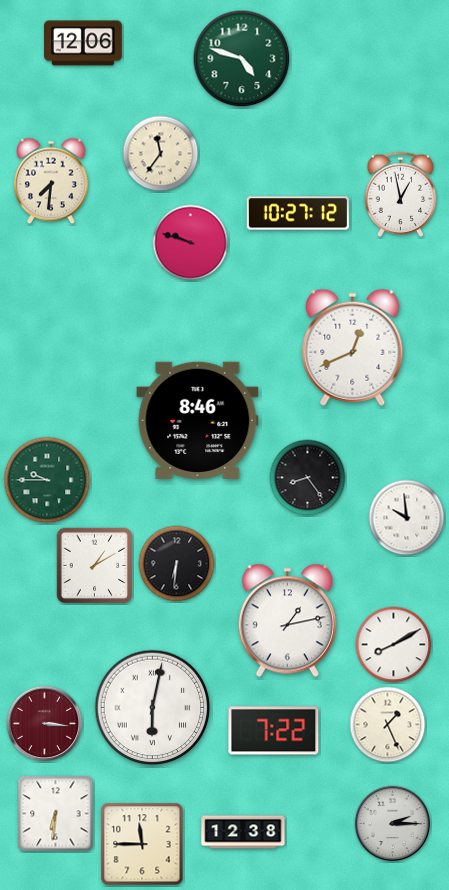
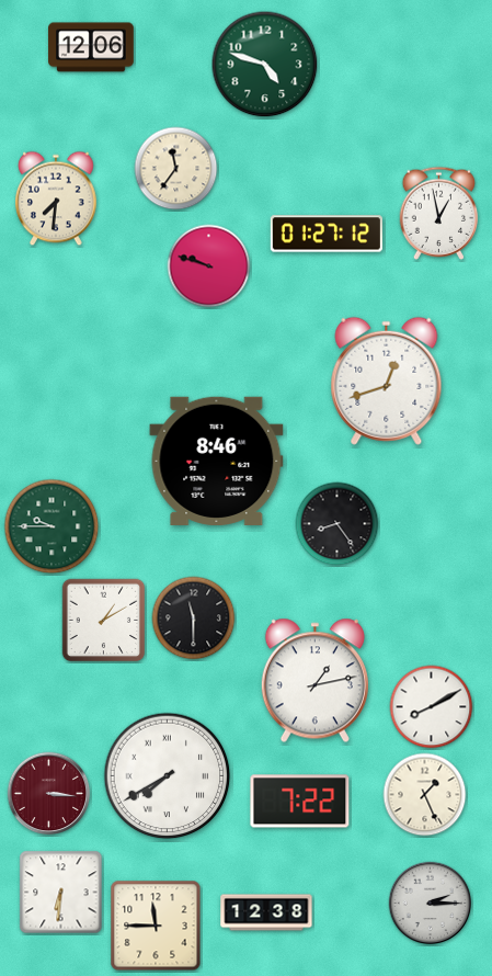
clock at (298, 213): 10:27 -> 01:27
clock at (353, 347): 12:41 -> 12:42
clock at (407, 518): 9:59 -> none
clock at (177, 564): 6:31 -> 11:30
clock at (153, 708): 6:02 -> 7:40
